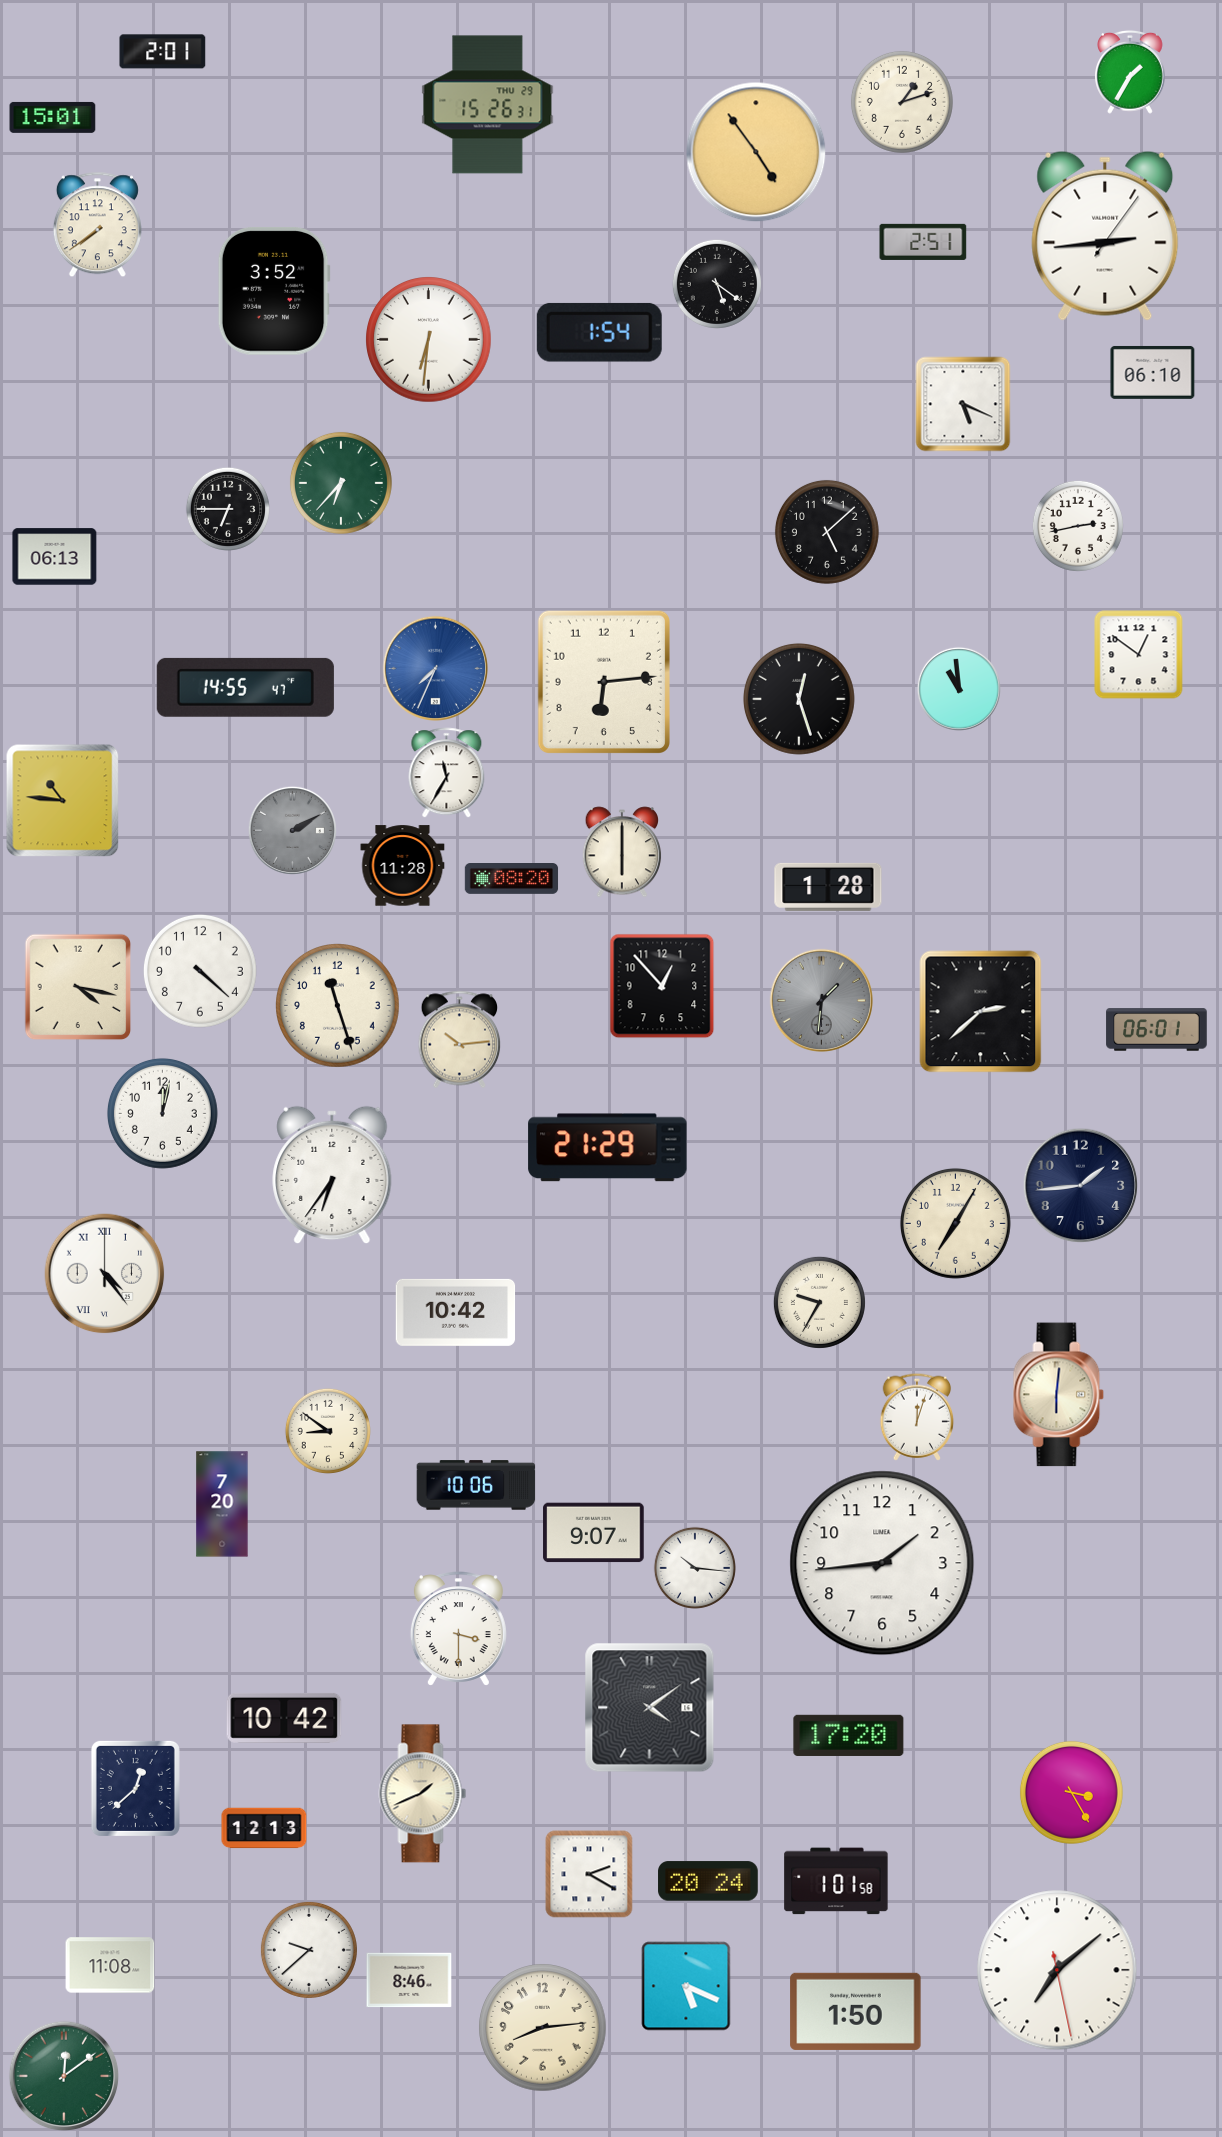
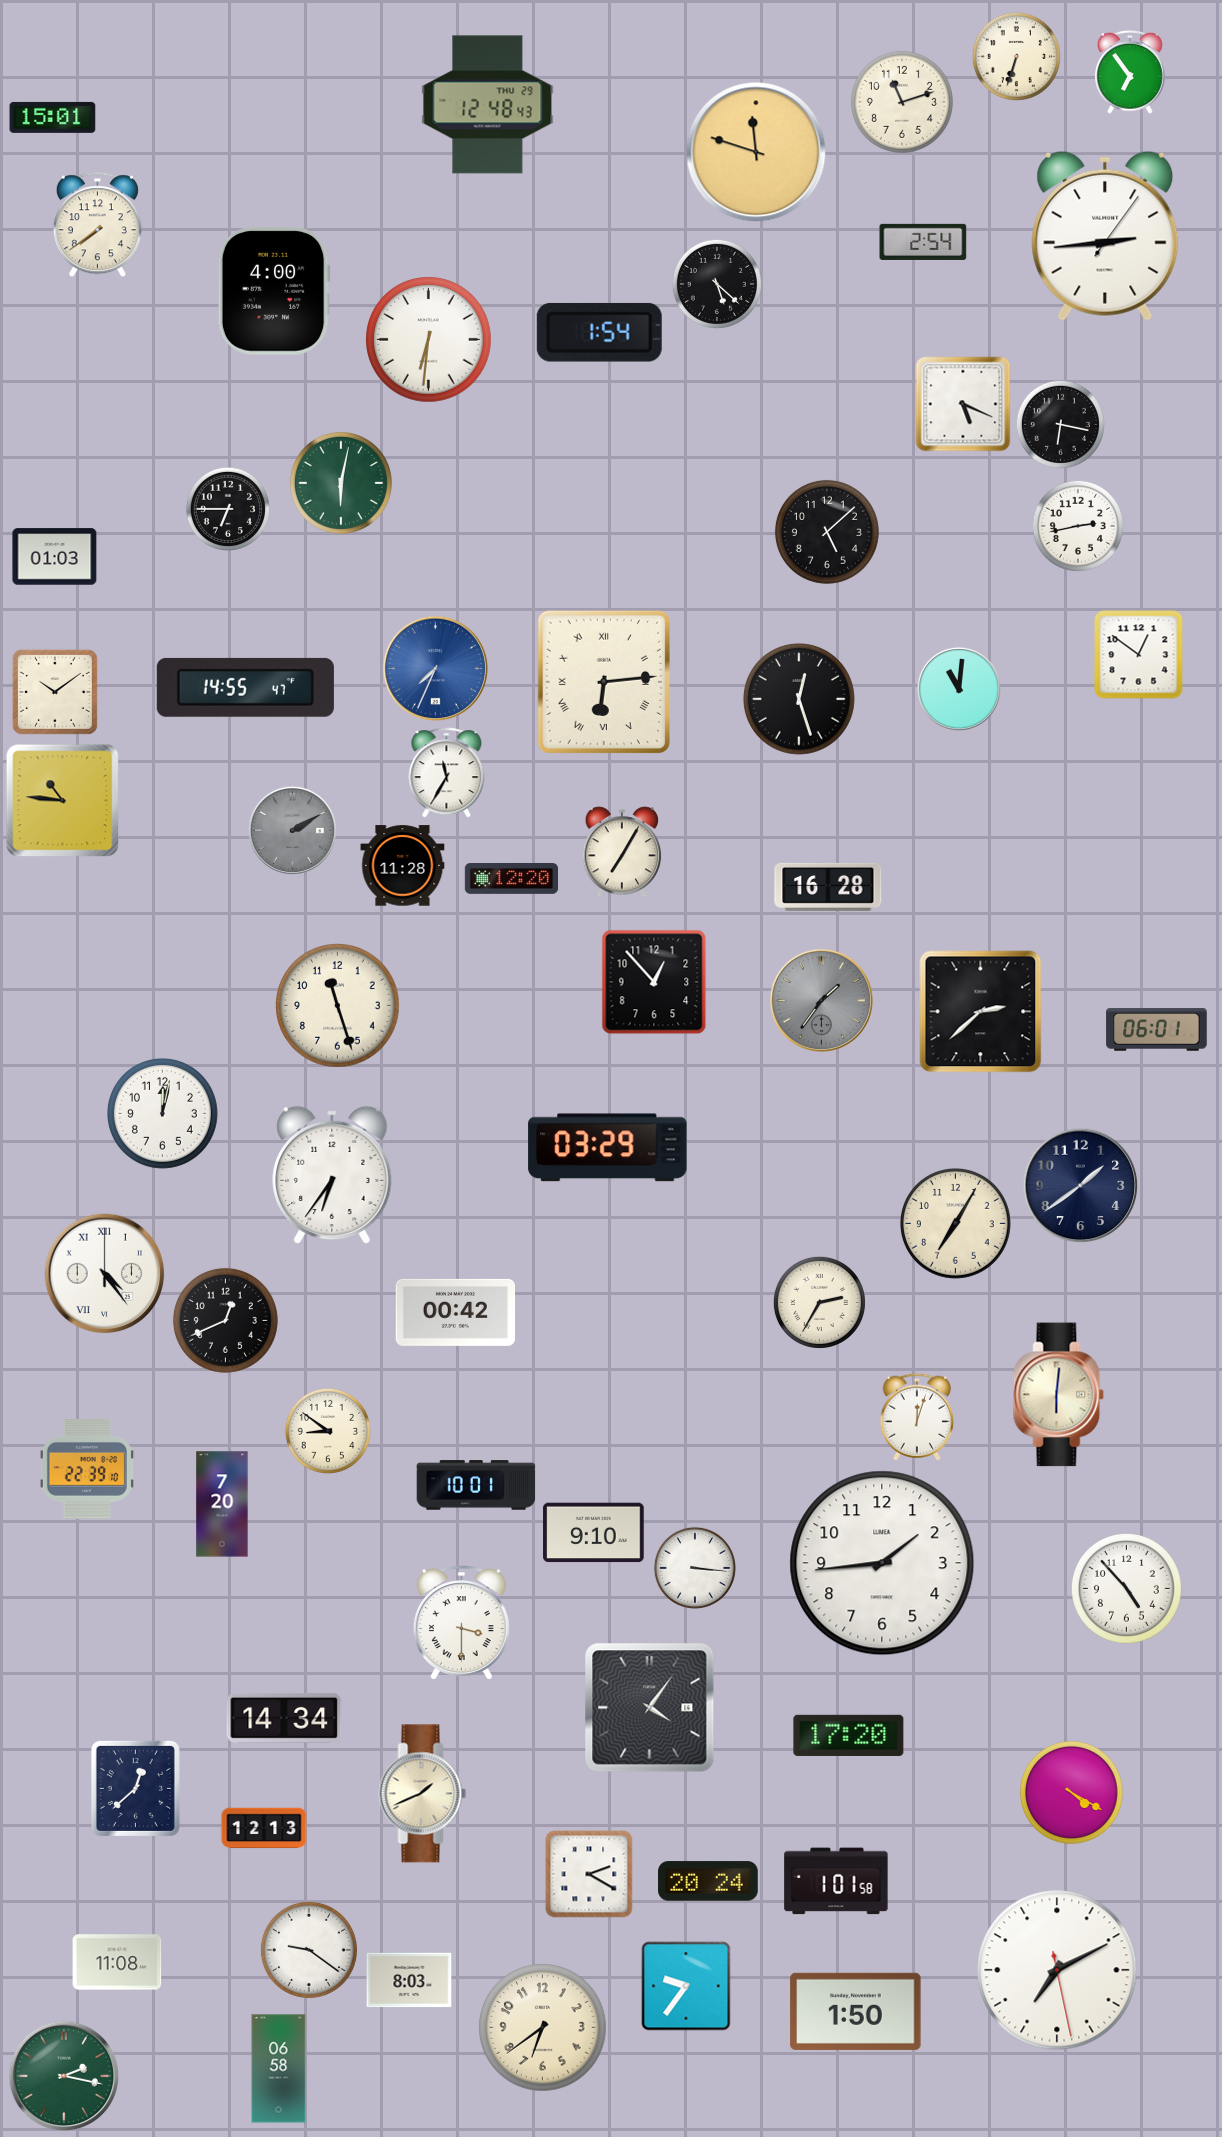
clock at (163, 52): 2:01 -> none
clock at (1016, 56): none -> 6:33
clock at (1131, 72): 1:35 -> 6:54
clock at (902, 102): 1:12 -> 11:12
clock at (488, 105): 15:26 -> 12:48
clock at (756, 152): 4:54 -> 11:48
clock at (923, 242): 2:51 -> 2:54
clock at (717, 284): 5:21 -> 5:22
clock at (274, 291): 3:52 -> 4:00
clock at (1153, 372): 06:10 -> none
clock at (1060, 424): none -> 6:17
clock at (341, 483): 6:37 -> 6:02
clock at (55, 557): 06:13 -> 01:03
clock at (604, 682) numerals: Arabic -> Roman
clock at (959, 689): 10:59 -> 11:01
clock at (55, 692): none -> 10:09
clock at (622, 852): 6:00 -> 7:05
clock at (512, 879): 08:20 -> 12:20
clock at (828, 887): 1:28 -> 16:28
clock at (200, 971): 4:22 -> none
clock at (662, 986) position: (662, 986) -> (654, 982)
clock at (78, 987): 4:17 -> none
clock at (821, 1000): 1:31 -> 1:36
clock at (460, 1040): 10:14 -> none
clock at (608, 1148): 21:29 -> 03:29
clock at (1081, 1186): 1:44 -> 1:39
clock at (819, 1302): 9:35 -> 2:35
clock at (456, 1312): 10:42 -> 00:42
clock at (225, 1320): none -> 12:41
clock at (87, 1470): none -> 22:39
clock at (476, 1485): 10:06 -> 10:01
clock at (594, 1533): 9:07 -> 9:10
clock at (694, 1567): 10:16 -> 3:16
clock at (1126, 1588): none -> 4:53
clock at (458, 1629) position: (458, 1629) -> (461, 1623)
clock at (650, 1708): 4:09 -> 4:06
clock at (284, 1718): 10:42 -> 14:34
clock at (1071, 1792): 3:25 -> 4:20
clock at (309, 1950): 9:38 -> 9:21
clock at (110, 1965) position: (110, 1965) -> (117, 1962)
clock at (1057, 1970): 7:08 -> 7:10
clock at (409, 1980): 8:46 -> 8:03
clock at (686, 1986): 5:19 -> 9:36
clock at (543, 2028): 8:14 -> 6:39
clock at (279, 2069): none -> 06:58
clock at (64, 2076): 12:09 -> 2:17
